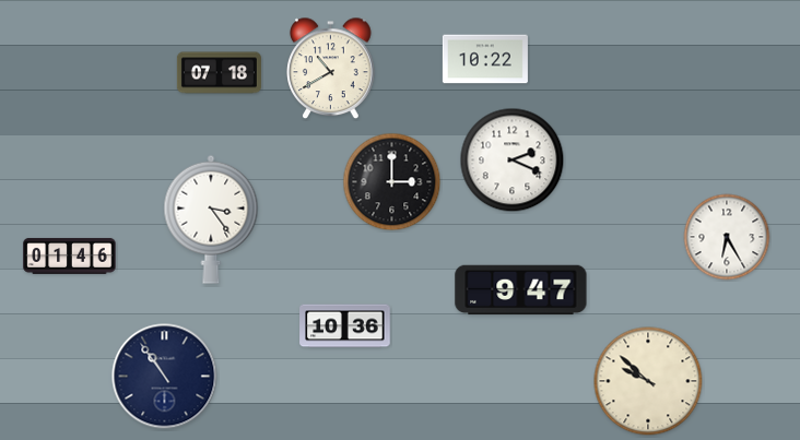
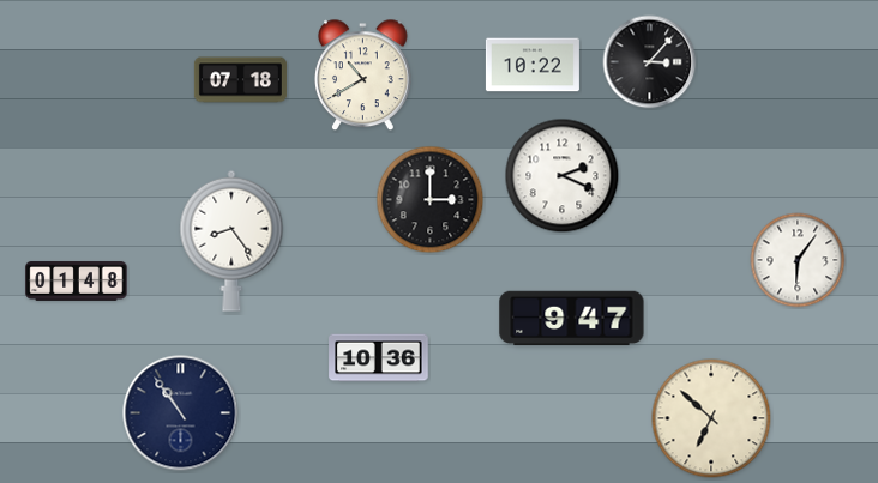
clock at (650, 62): none -> 3:07
clock at (211, 219): 3:24 -> 8:24
clock at (727, 237): 6:25 -> 6:06
clock at (70, 255): 01:46 -> 01:48
clock at (648, 381): 9:52 -> 6:52
